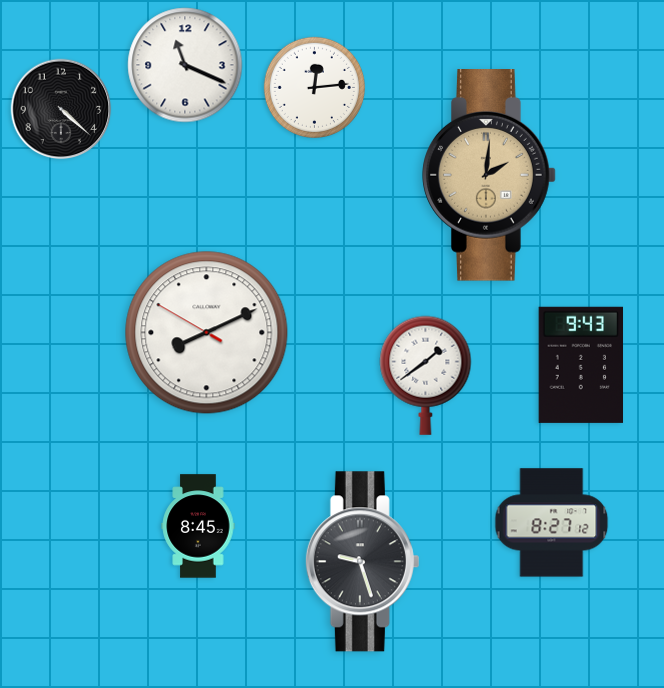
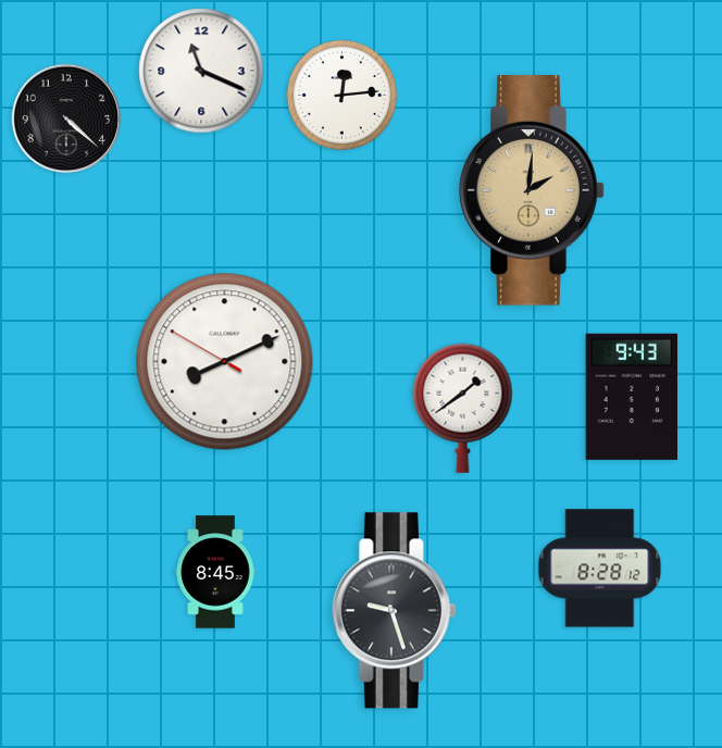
clock at (552, 523): 8:27 -> 8:28
